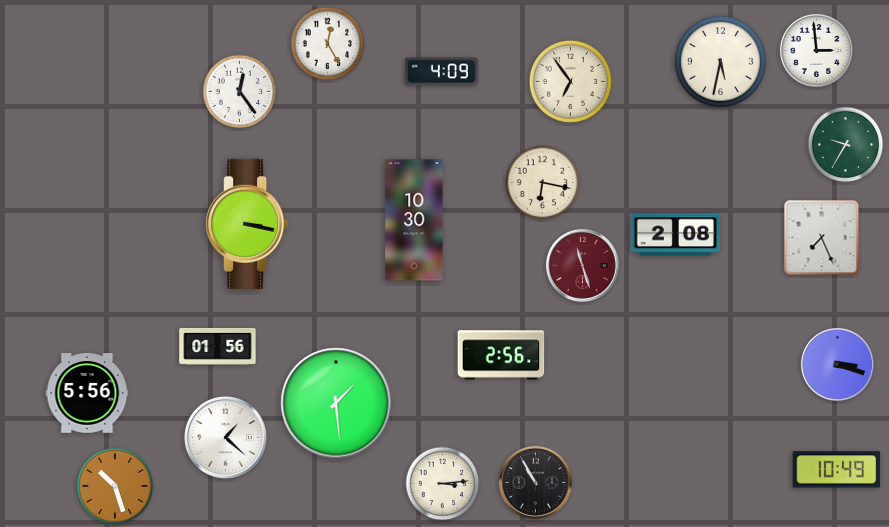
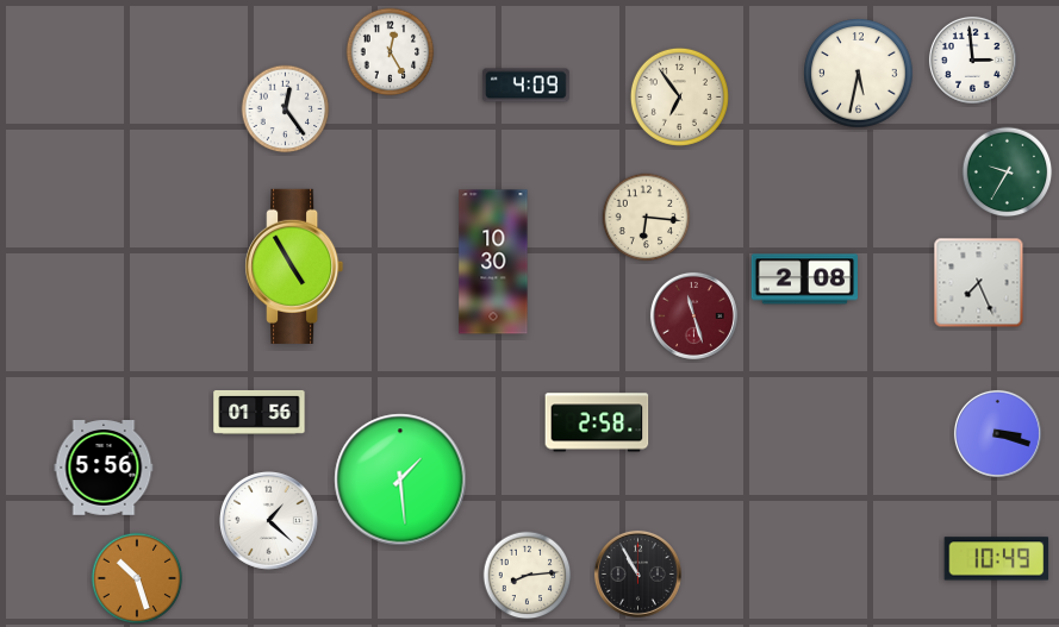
clock at (543, 183): 6:17 -> 6:16
clock at (247, 224): 3:17 -> 4:55
clock at (501, 355): 2:56 -> 2:58
clock at (443, 484): 3:14 -> 8:14
